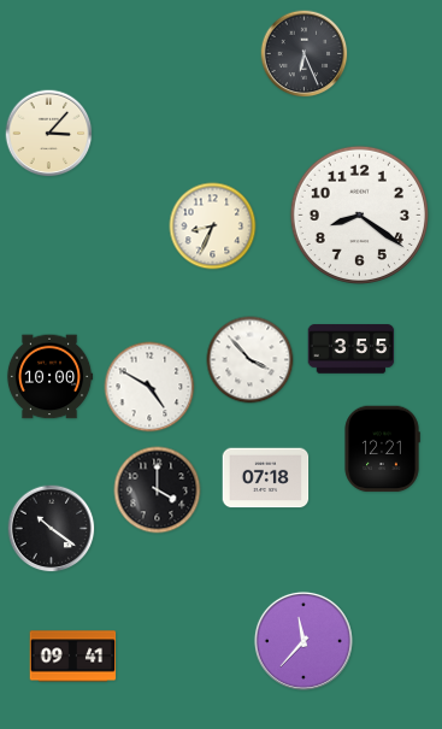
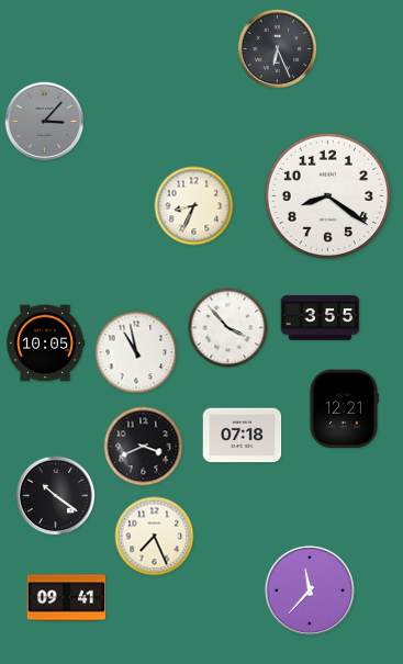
clock at (49, 134) dial: cream -> grey
clock at (49, 377): 10:00 -> 10:05
clock at (149, 387): 4:50 -> 10:58
clock at (382, 449) position: (382, 449) -> (344, 409)
clock at (158, 490): 4:00 -> 3:41
clock at (52, 529) position: (52, 529) -> (56, 496)
clock at (155, 537): none -> 7:26
clock at (303, 641) position: (303, 641) -> (310, 590)
